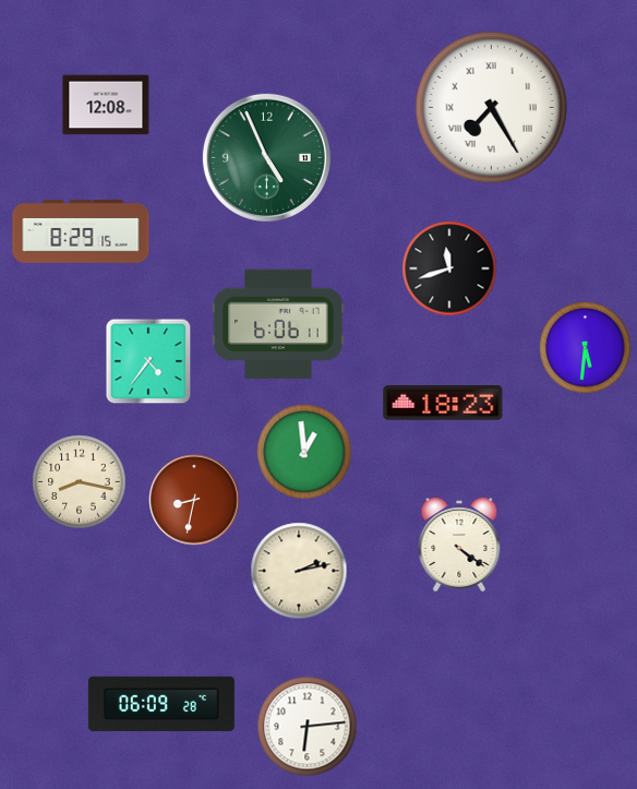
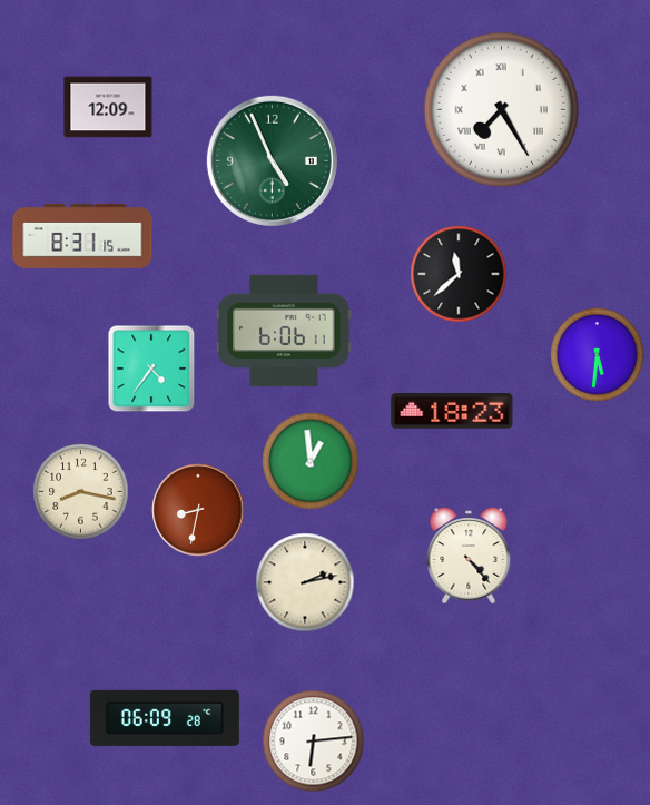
clock at (106, 105): 12:08 -> 12:09
clock at (81, 231): 8:29 -> 8:31
clock at (449, 268): 11:42 -> 11:38
clock at (459, 545): 4:21 -> 4:23
